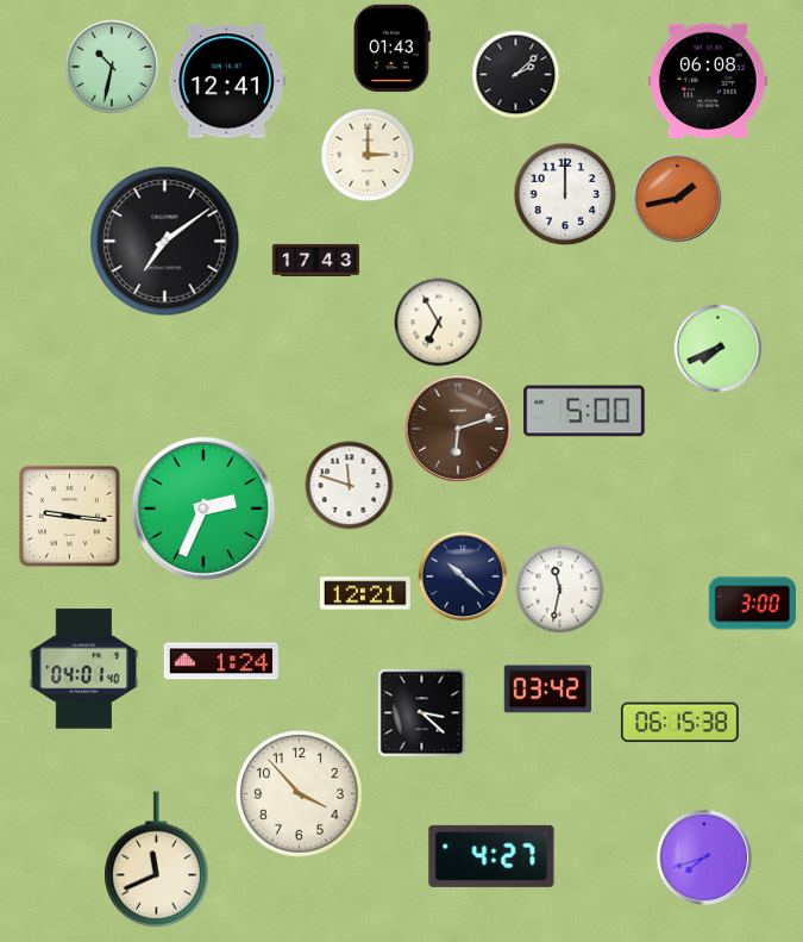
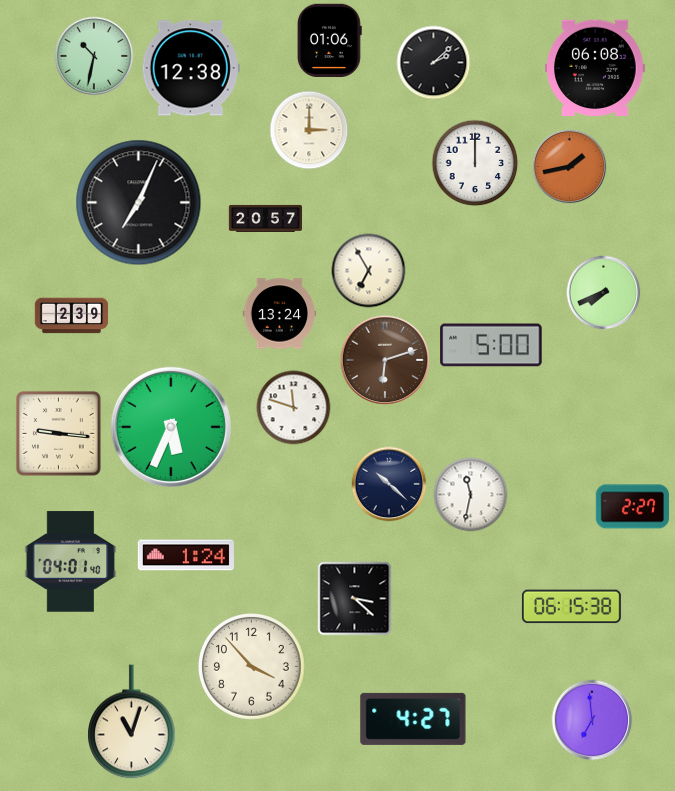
clock at (391, 48): 01:43 -> 01:06
clock at (227, 81): 12:41 -> 12:38
clock at (165, 242): 7:09 -> 7:04
clock at (316, 260): 17:43 -> 20:57
clock at (280, 314): none -> 13:24
clock at (72, 316): none -> 2:39
clock at (203, 509): 2:34 -> 5:34
clock at (365, 593): 12:21 -> none
clock at (752, 604): 3:00 -> 2:27
clock at (547, 690): 03:42 -> none
clock at (704, 857): 7:42 -> 6:59
clock at (157, 860): 11:41 -> 11:03
